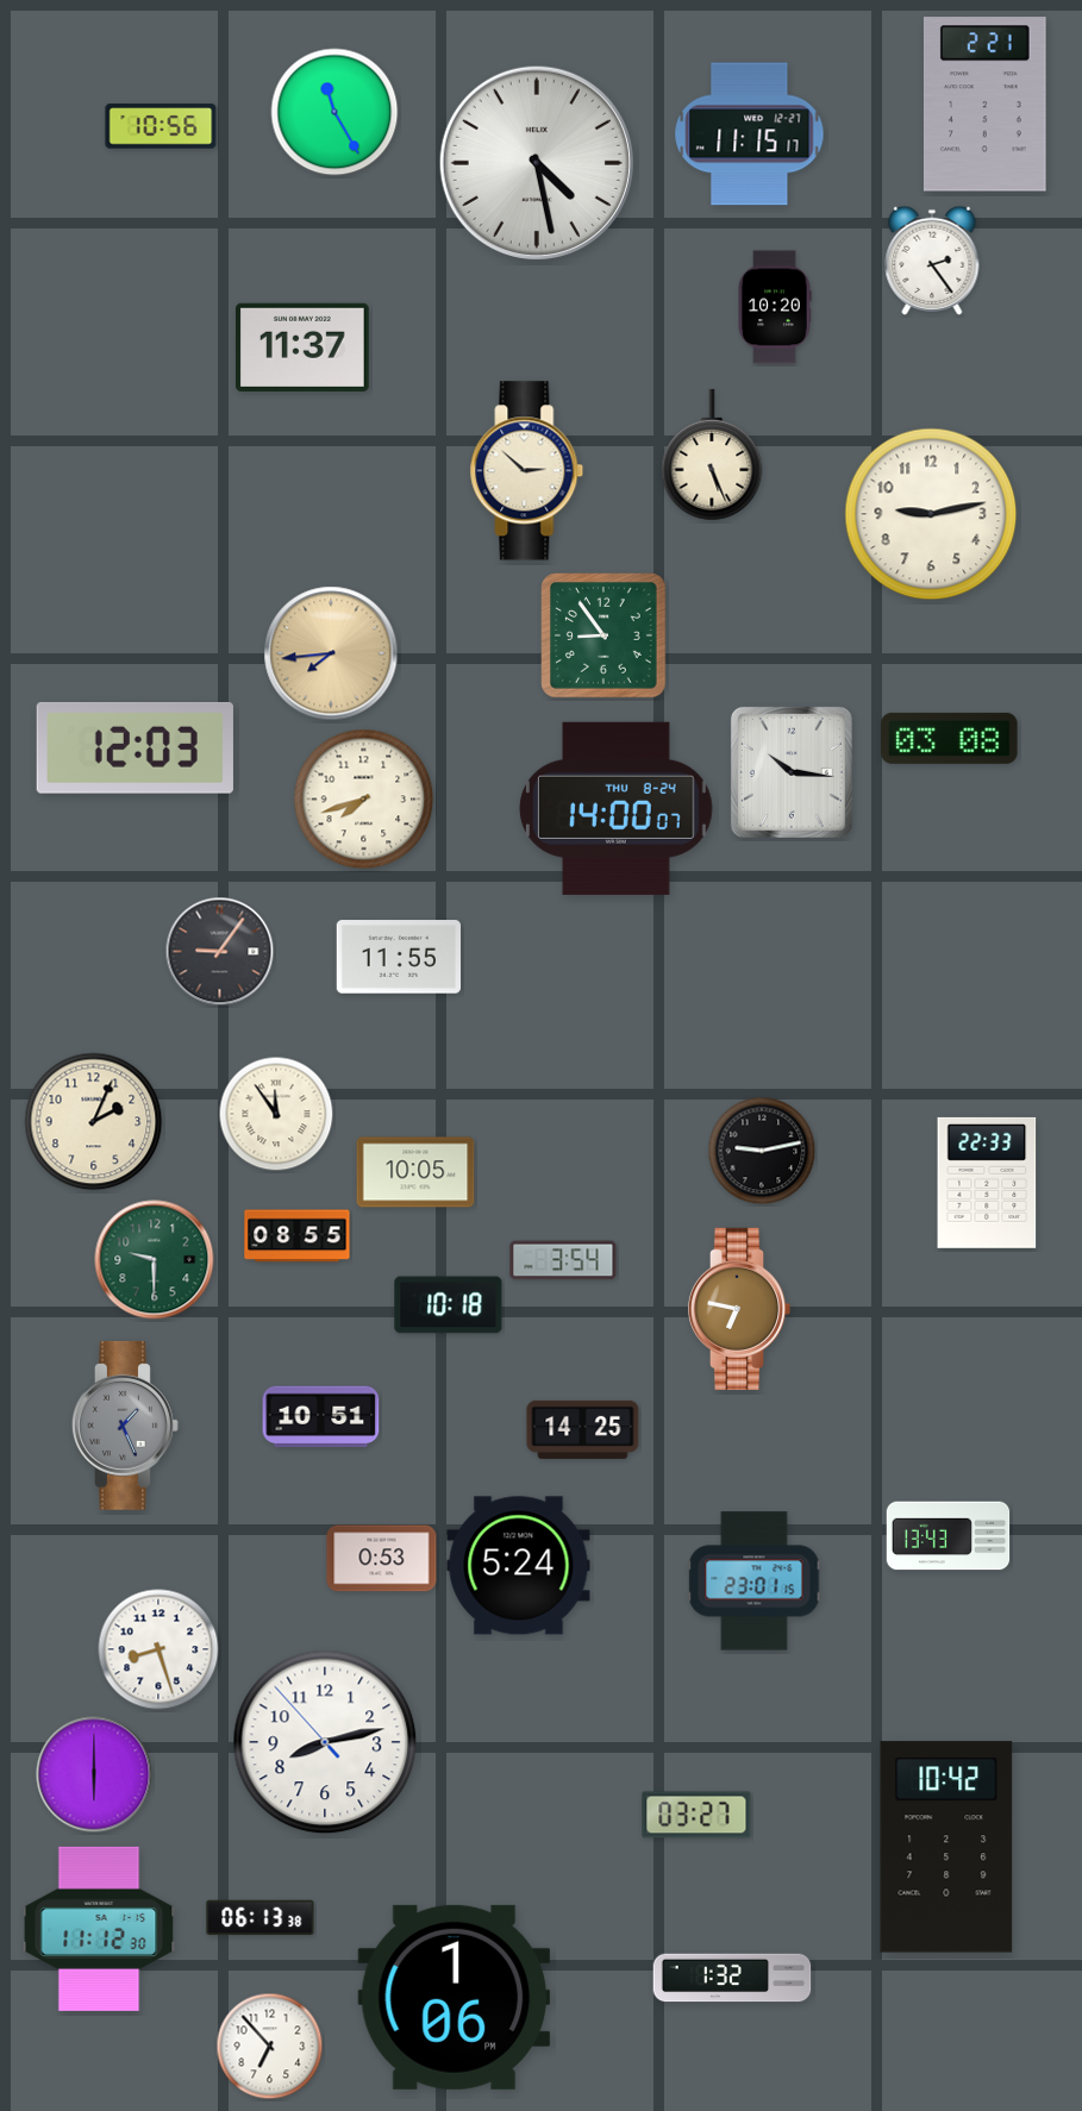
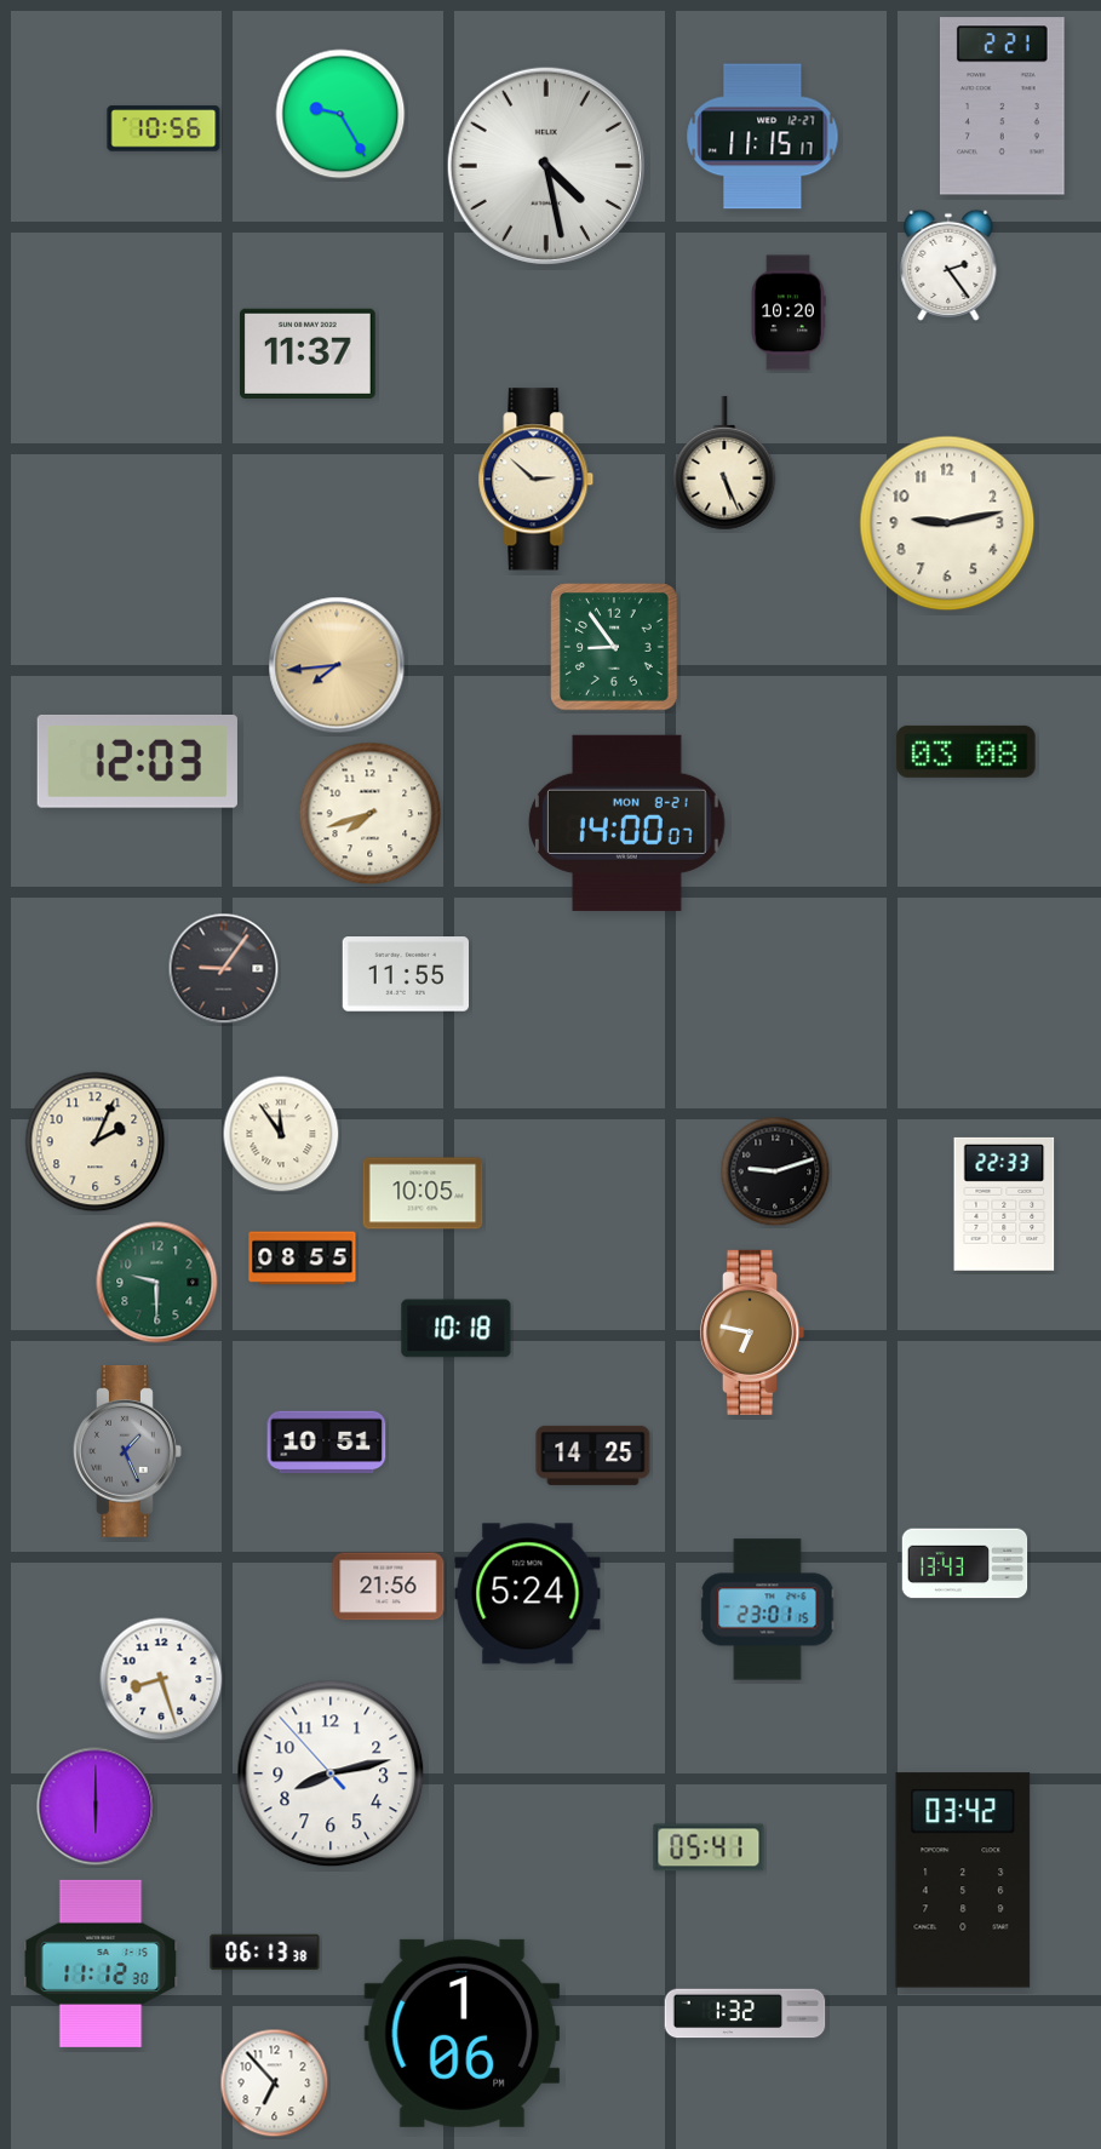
clock at (334, 112): 11:25 -> 9:25
clock at (792, 772): 10:16 -> none
clock at (617, 808) date: THU 8-24 -> MON 8-21
clock at (762, 1151): 9:13 -> 9:12
clock at (563, 1260): 3:54 -> none
clock at (382, 1559): 0:53 -> 21:56
clock at (696, 1815): 03:27 -> 05:41
clock at (946, 1847): 10:42 -> 03:42
